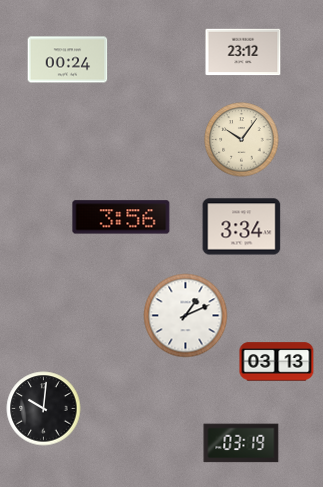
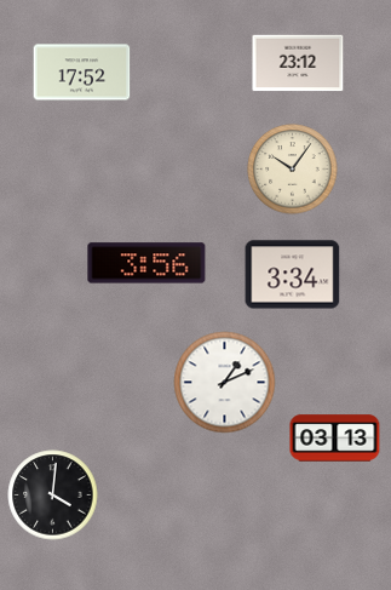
clock at (243, 52) position: (243, 52) -> (298, 63)
clock at (68, 60): 00:24 -> 17:52
clock at (44, 409): 10:01 -> 4:01
clock at (241, 443): 03:19 -> none
